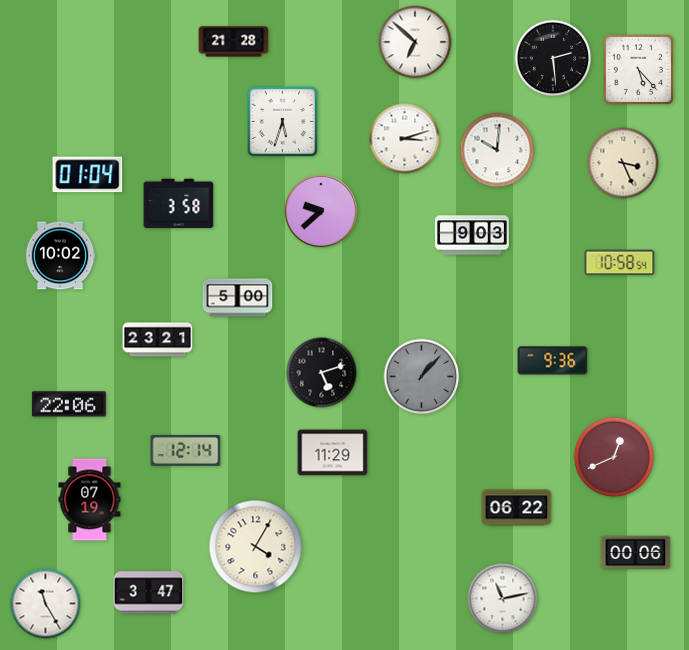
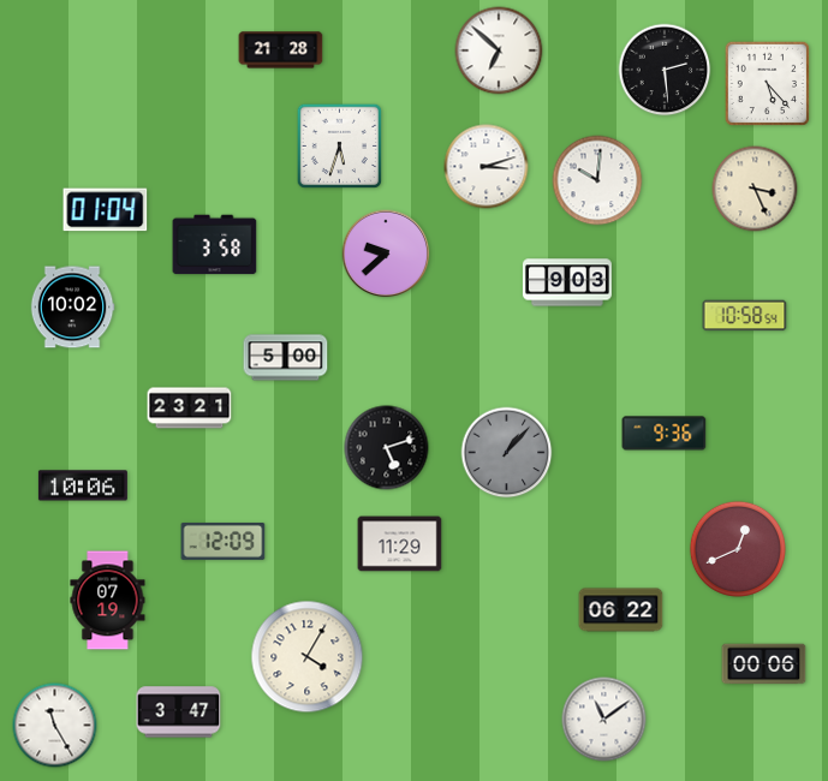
clock at (623, 163) position: (623, 163) -> (755, 189)
clock at (69, 404): 22:06 -> 10:06
clock at (186, 450): 12:14 -> 12:09
clock at (503, 599): 11:13 -> 11:09
